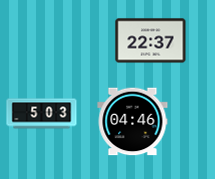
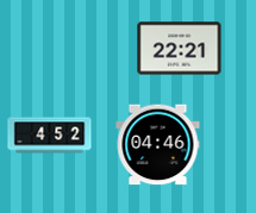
clock at (151, 41): 22:37 -> 22:21
clock at (42, 114): 5:03 -> 4:52
